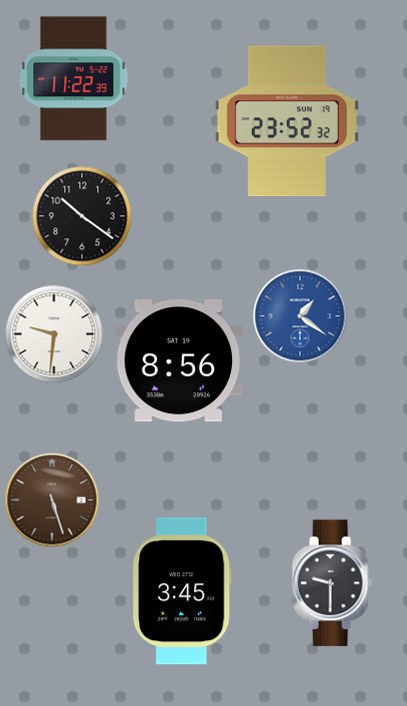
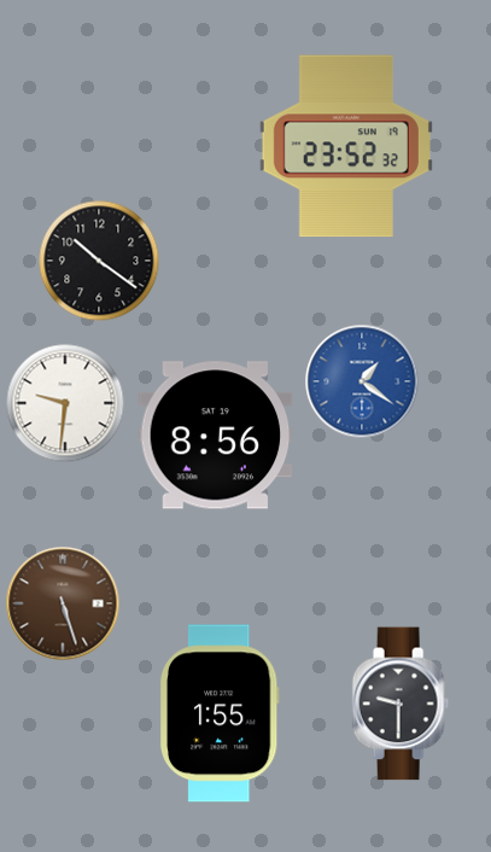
clock at (74, 79): 11:22 -> none
clock at (182, 591): 3:45 -> 1:55
